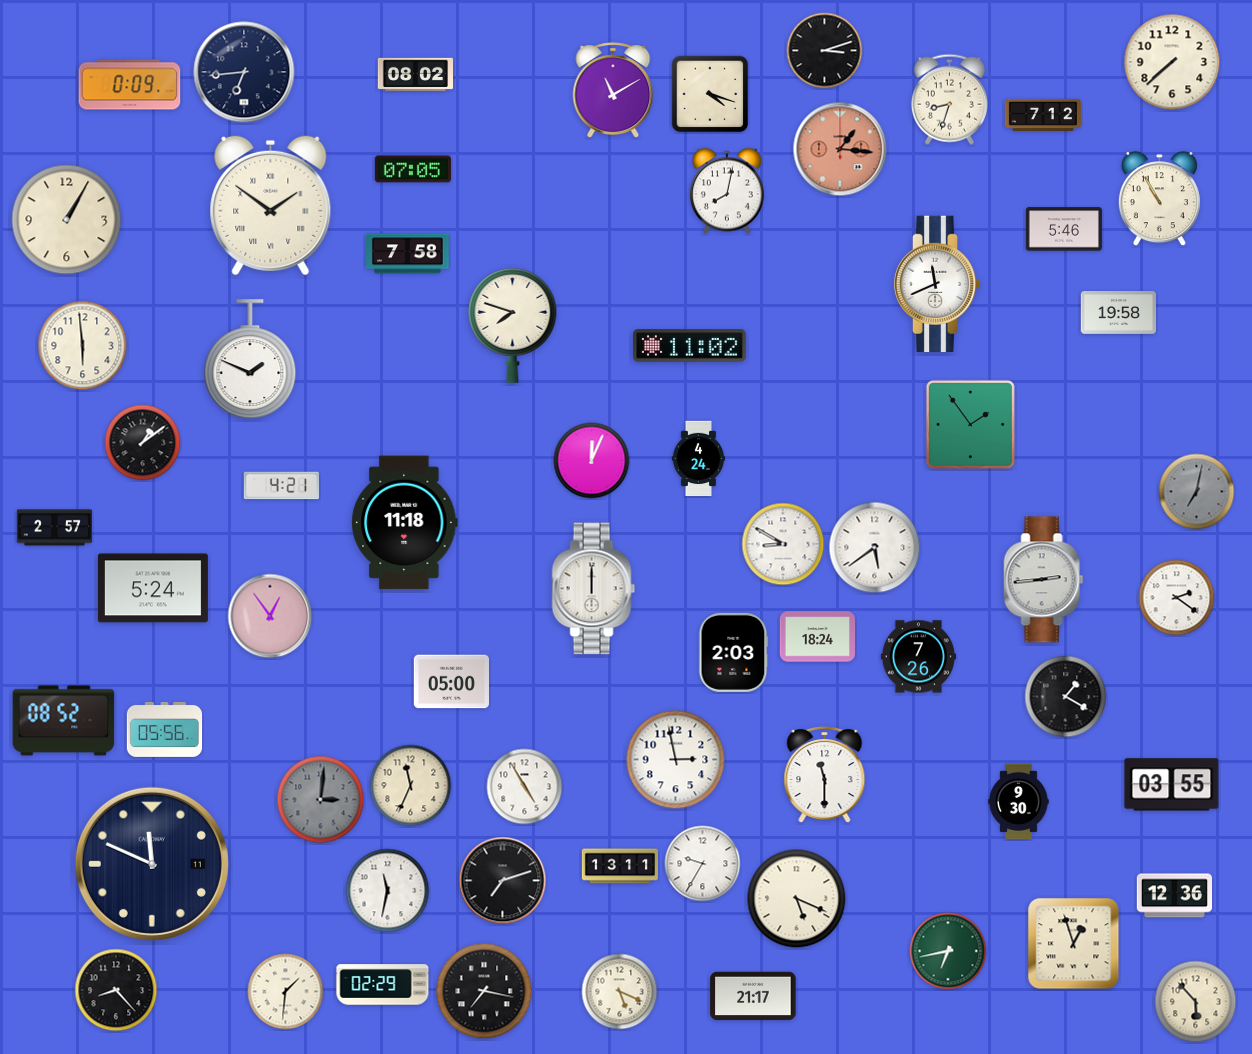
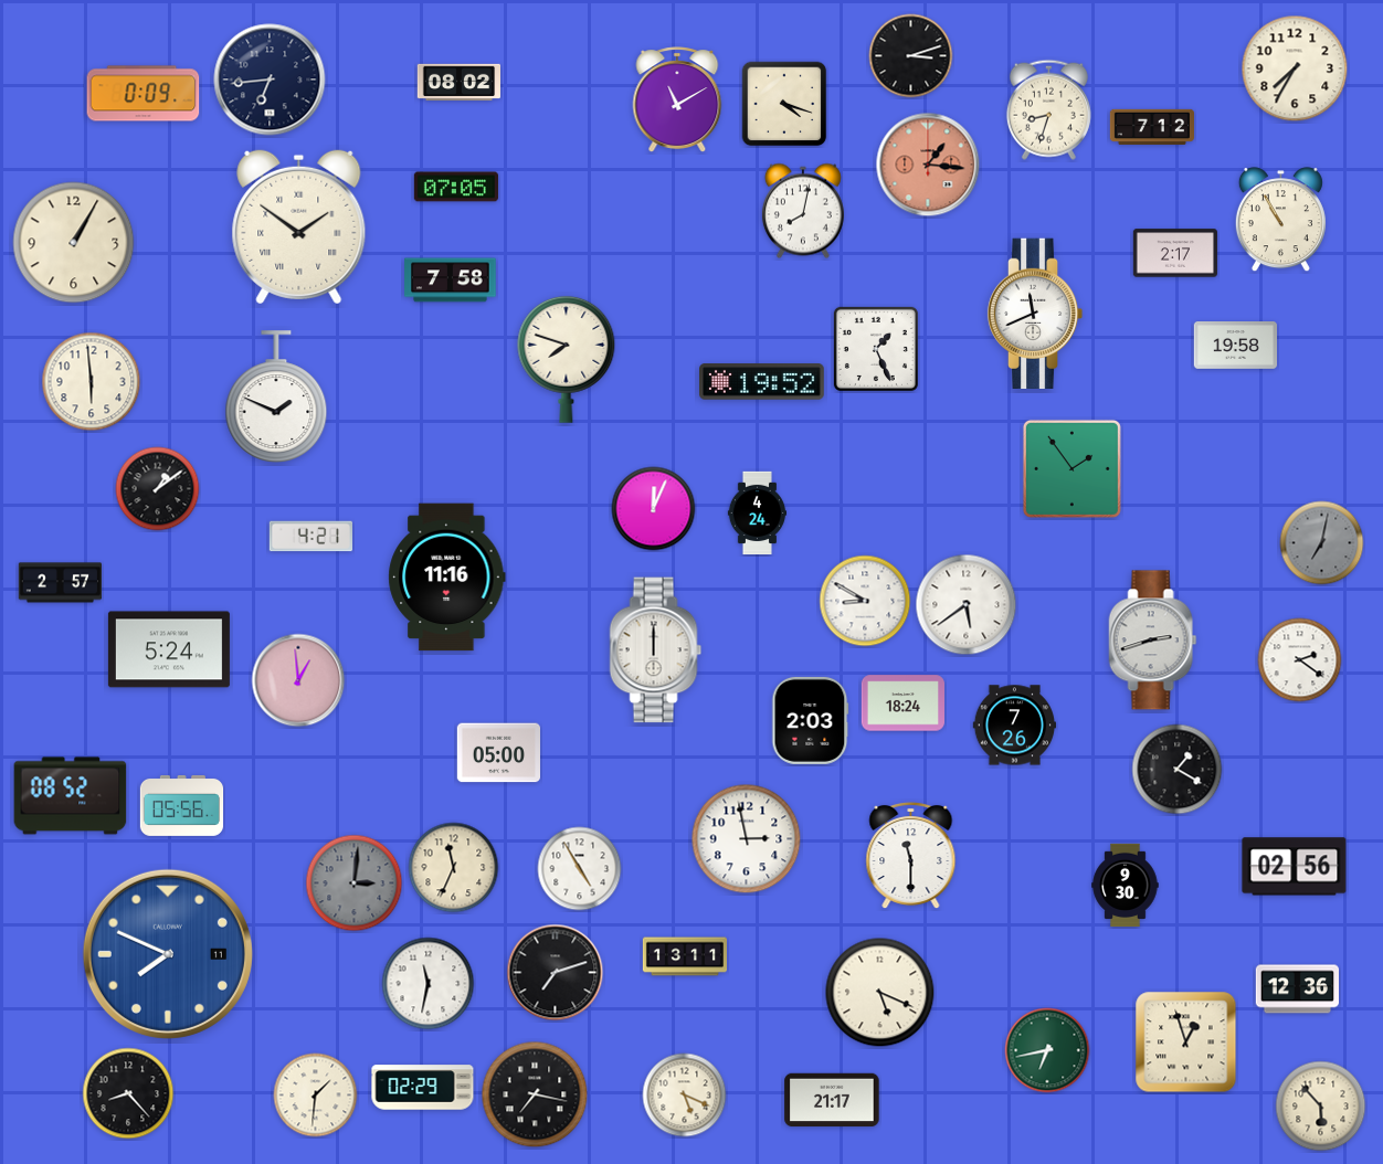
clock at (1172, 62): 7:38 -> 7:35
clock at (1064, 229): 5:46 -> 2:17
clock at (876, 349): none -> 1:26
clock at (690, 346): 11:02 -> 19:52
clock at (698, 459) position: (698, 459) -> (757, 514)
clock at (405, 523): 11:18 -> 11:16
clock at (1044, 580): 2:44 -> 2:42
clock at (270, 616): 12:54 -> 12:59
clock at (1172, 785): 03:55 -> 02:56
clock at (152, 864): 11:49 -> 7:49
clock at (152, 864) dial: navy -> blue
clock at (703, 864): 9:35 -> none
